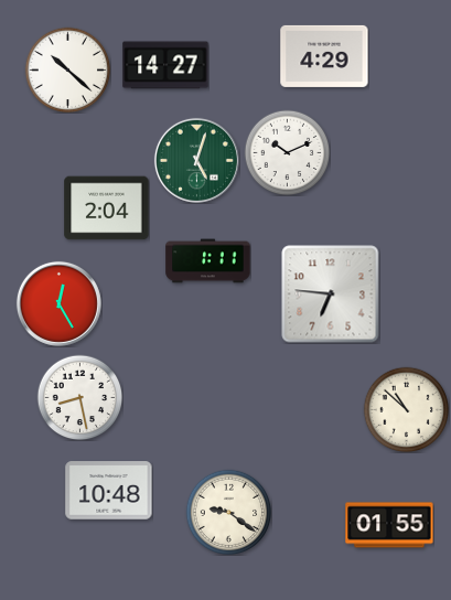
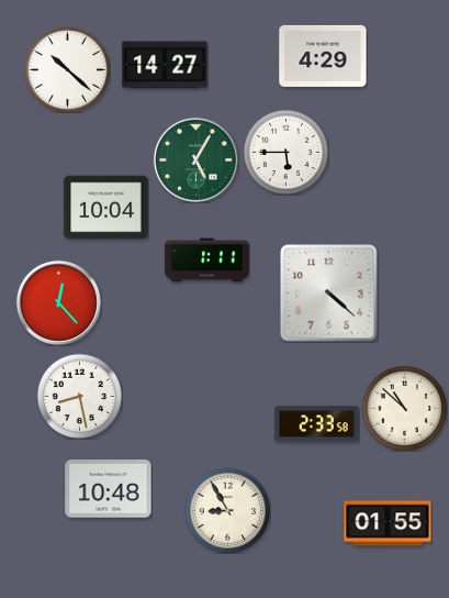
clock at (287, 152): 10:11 -> 5:45
clock at (196, 160): 5:03 -> 5:05
clock at (107, 208): 2:04 -> 10:04
clock at (331, 294): 6:46 -> 4:22
clock at (58, 303): 12:25 -> 12:23
clock at (317, 424): none -> 2:33
clock at (228, 512): 9:21 -> 8:55
